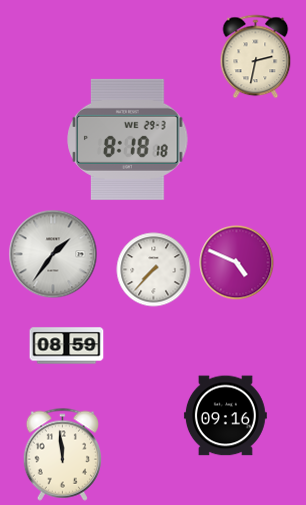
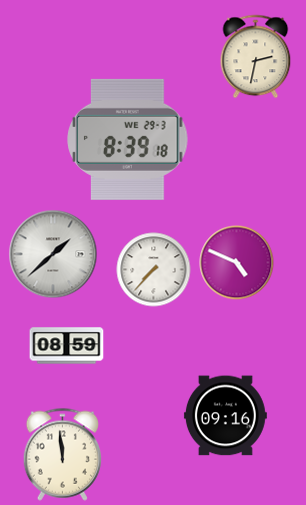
clock at (128, 139): 8:18 -> 8:39
clock at (53, 254): 1:36 -> 1:38
